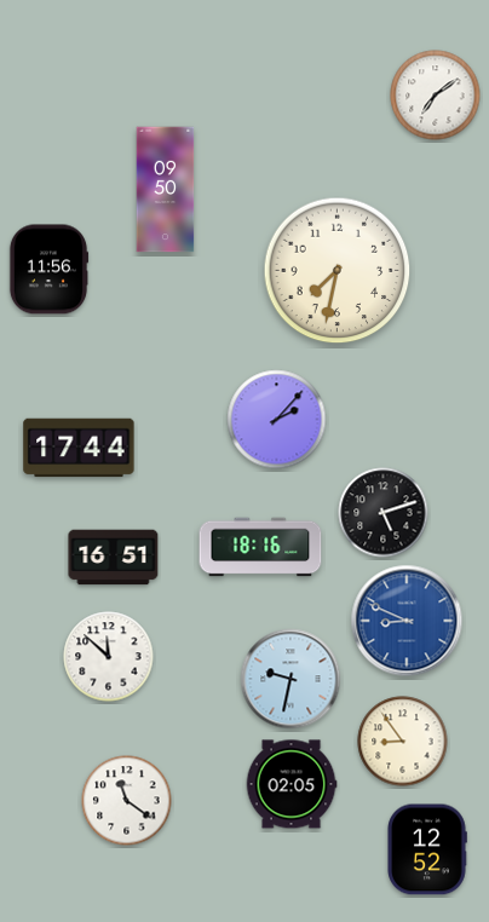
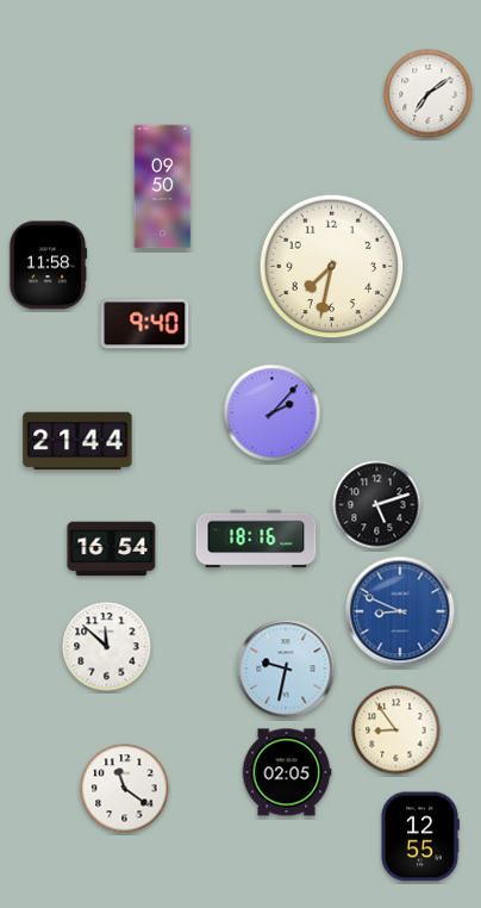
clock at (48, 270): 11:56 -> 11:58
clock at (145, 324): none -> 9:40
clock at (79, 448): 17:44 -> 21:44
clock at (114, 558): 16:51 -> 16:54
clock at (427, 849): 12:52 -> 12:55
